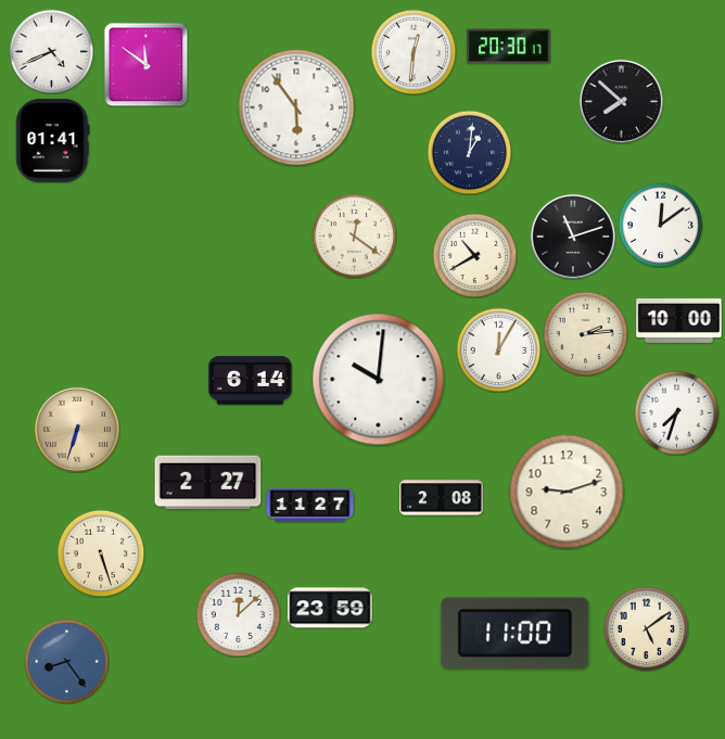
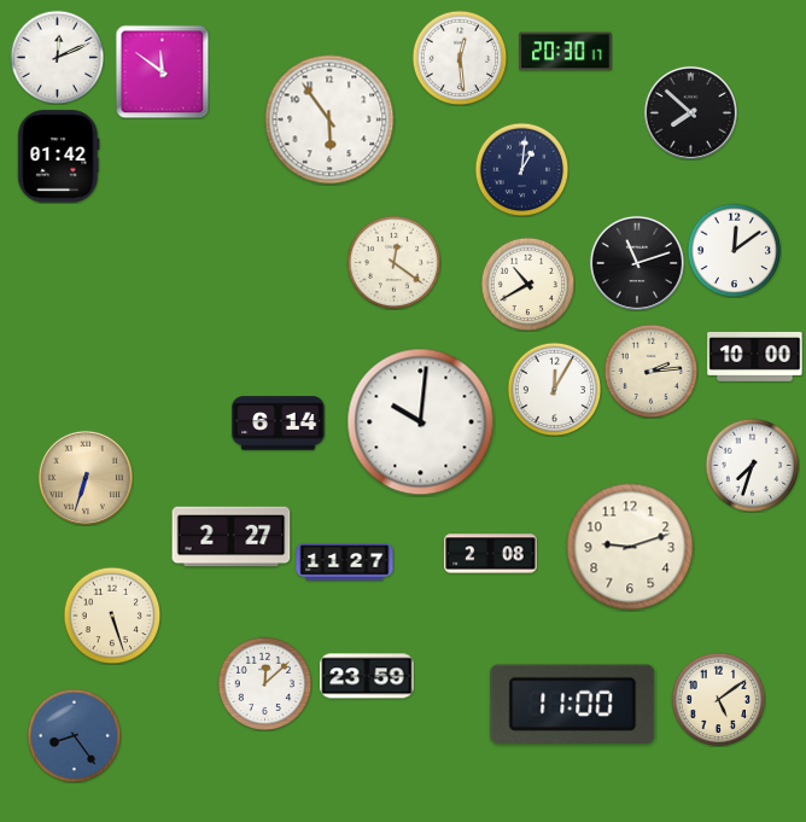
clock at (51, 51): 4:41 -> 12:11
clock at (414, 52): 12:31 -> 12:29
clock at (53, 141): 01:41 -> 01:42
clock at (676, 412) position: (676, 412) -> (752, 465)
